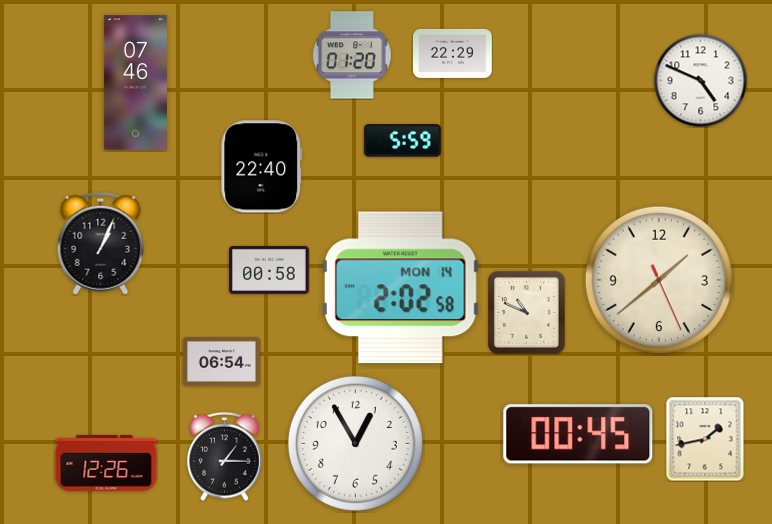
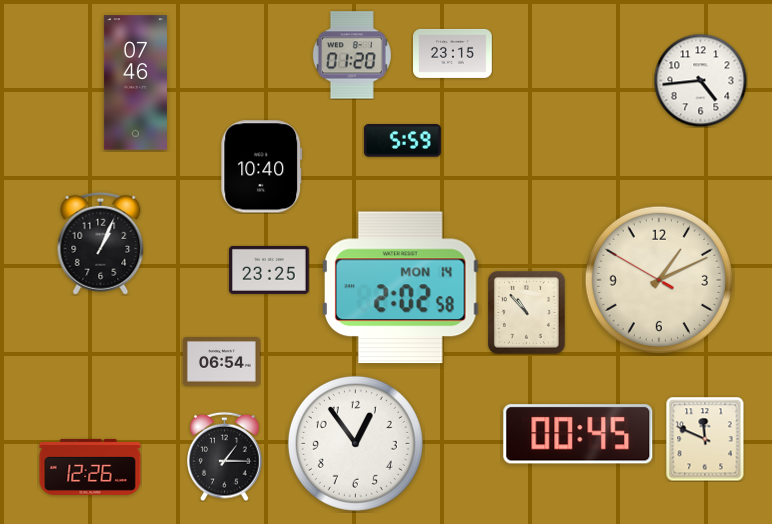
clock at (453, 53): 22:29 -> 23:15
clock at (700, 80): 4:49 -> 4:44
clock at (262, 167): 22:40 -> 10:40
clock at (269, 270): 00:58 -> 23:25
clock at (659, 280): 1:38 -> 1:10
clock at (527, 313): 10:49 -> 10:53
clock at (705, 439): 1:43 -> 11:49
clock at (355, 443): 12:55 -> 12:54
clock at (106, 463) position: (106, 463) -> (90, 467)
